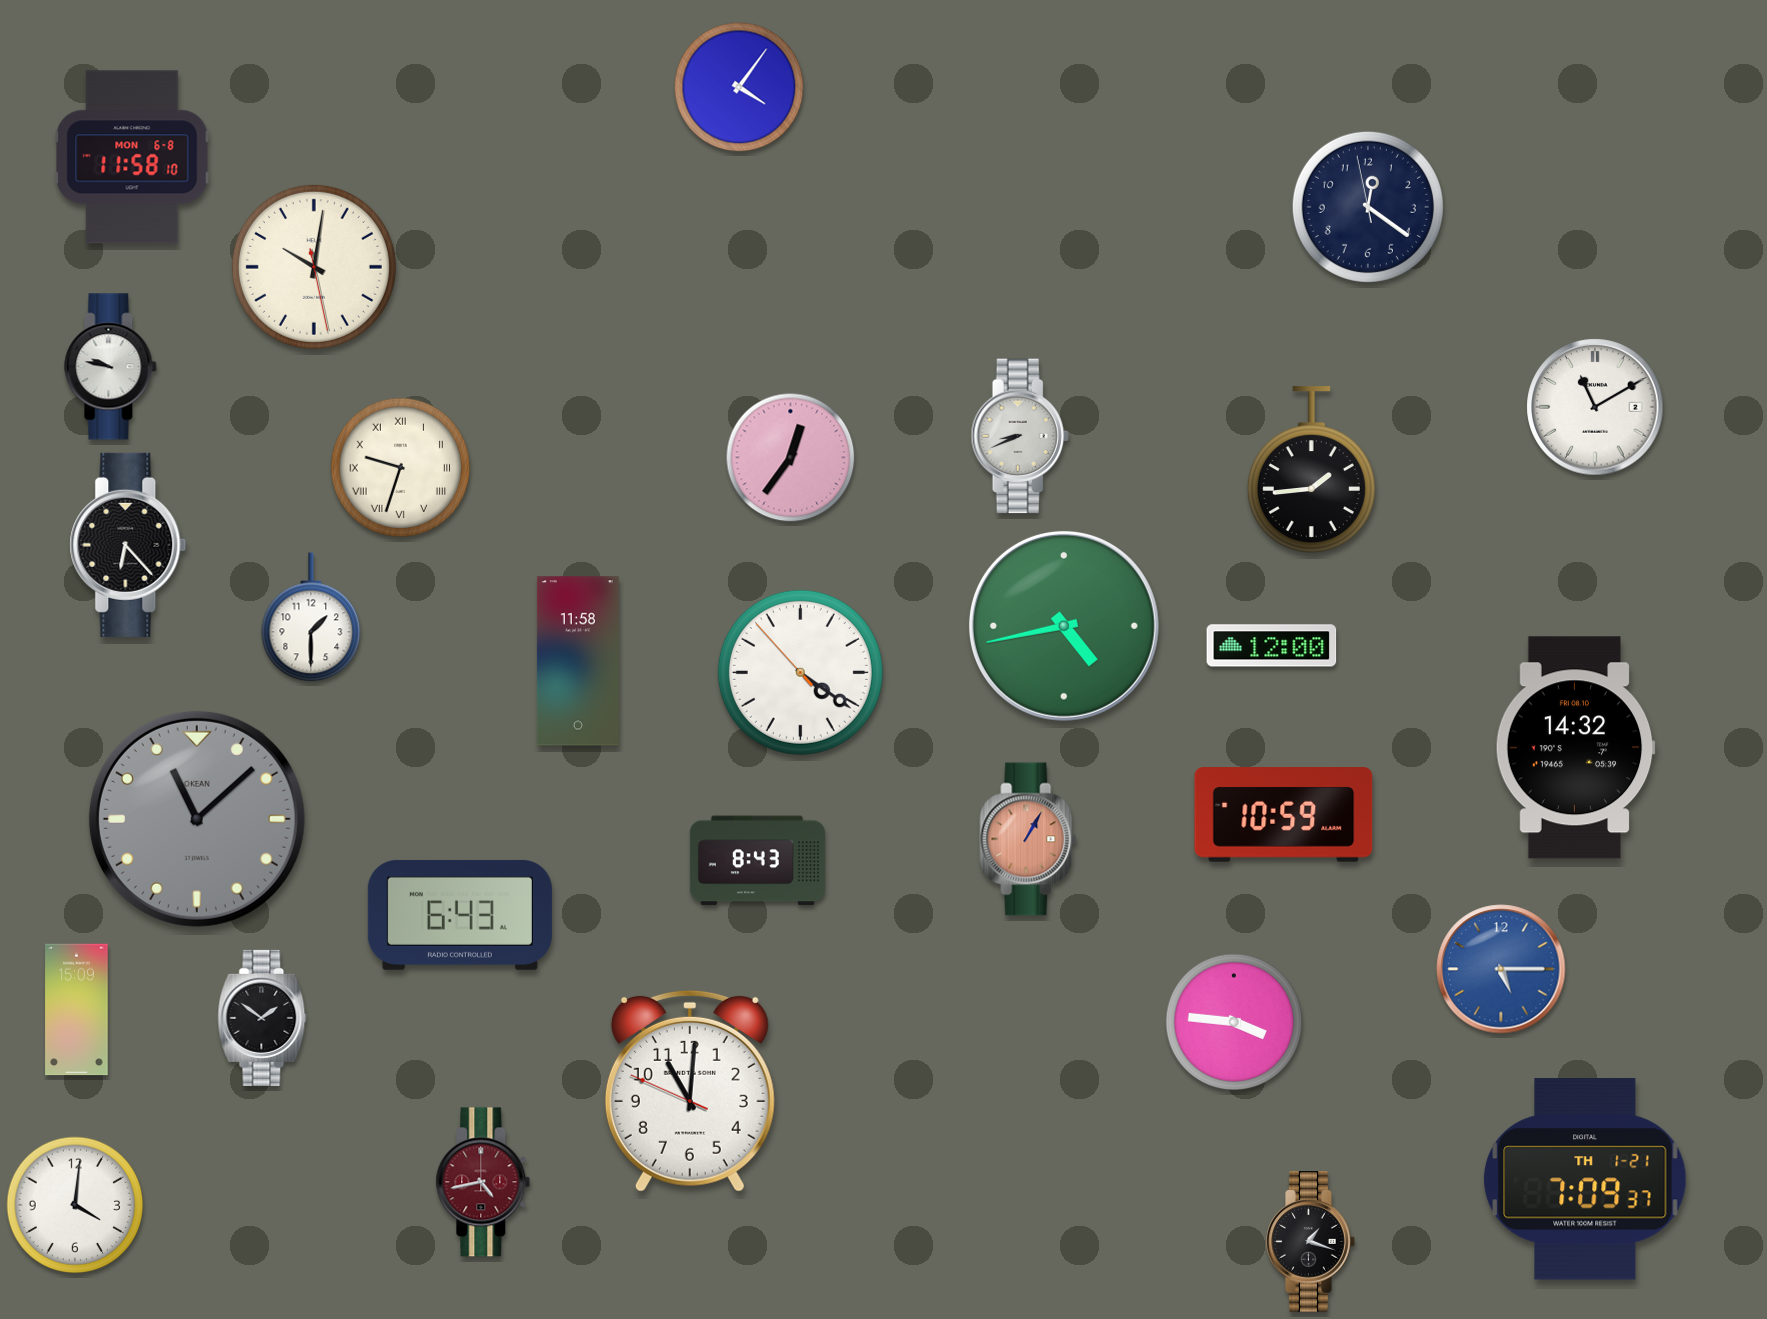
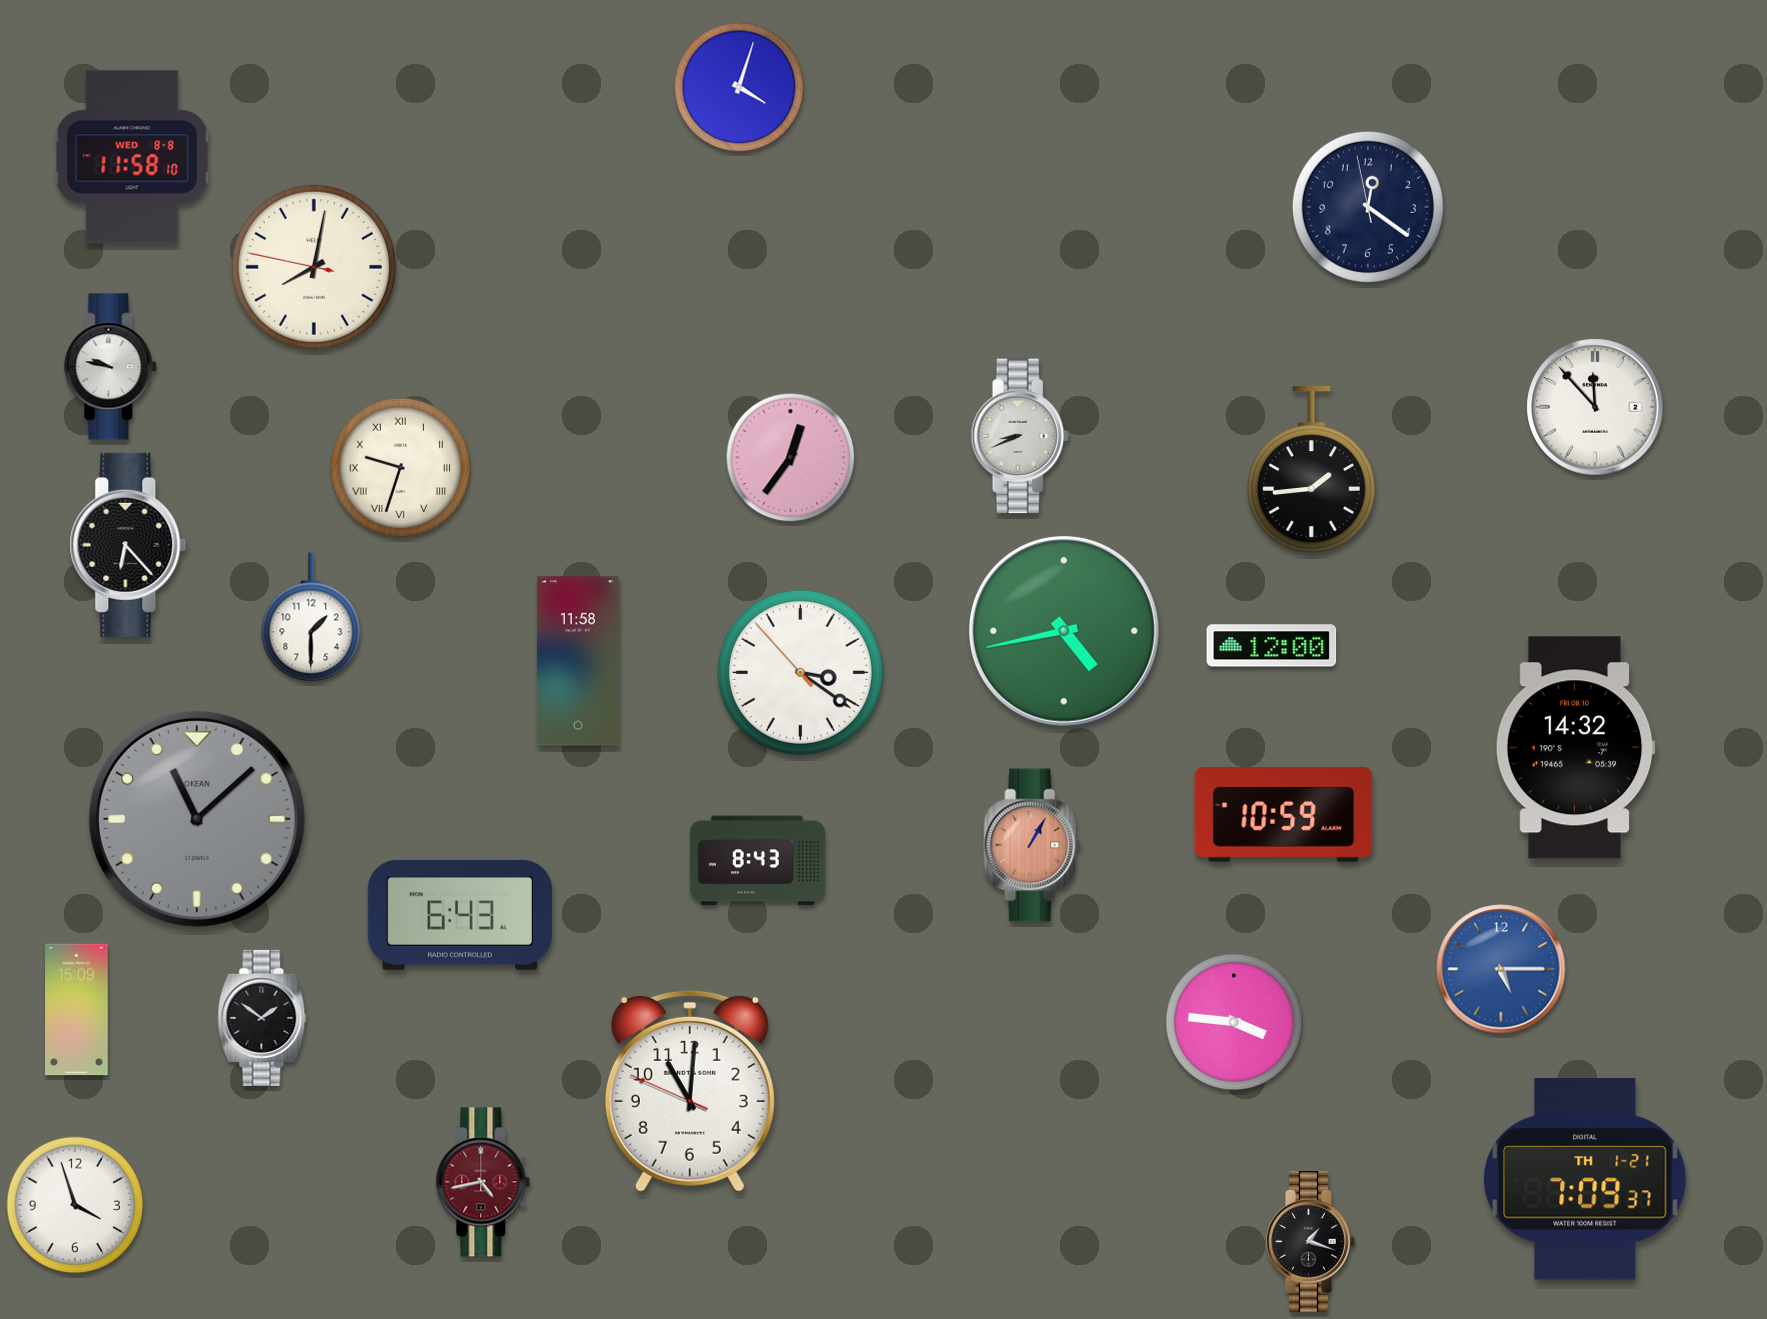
clock at (739, 87): 4:06 -> 4:03
clock at (132, 157) date: MON 6-8 -> WED 8-8
clock at (314, 267): 10:01 -> 8:01
clock at (1595, 407): 11:10 -> 11:53
clock at (1064, 626) position: (1064, 626) -> (1064, 631)
clock at (800, 672): 4:20 -> 3:20
clock at (1028, 839) position: (1028, 839) -> (1032, 845)
clock at (75, 1205): 4:01 -> 3:57
